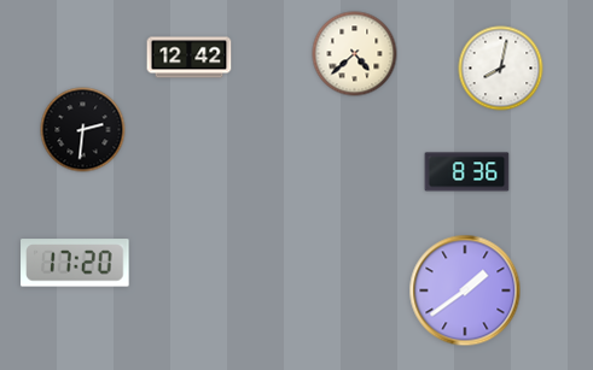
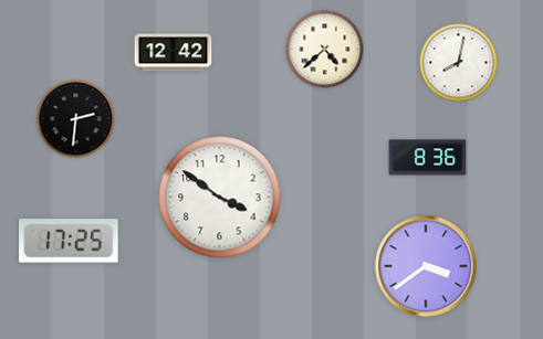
clock at (220, 198): none -> 3:51
clock at (75, 263): 17:20 -> 17:25
clock at (465, 290): 1:39 -> 3:39
